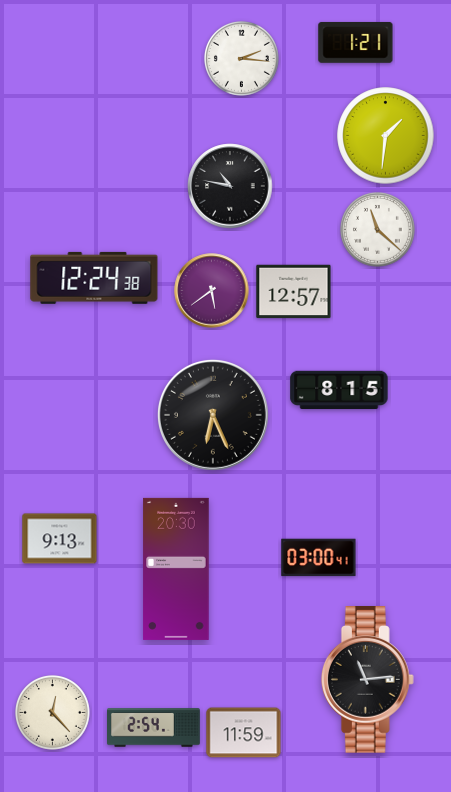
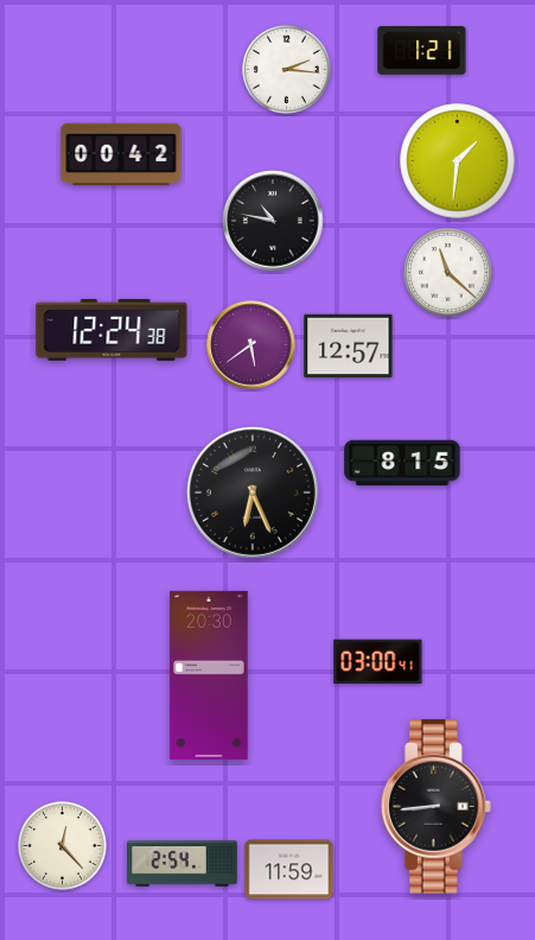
clock at (121, 154): none -> 00:42
clock at (60, 539): 9:13 -> none
clock at (367, 680): 11:14 -> 8:44
